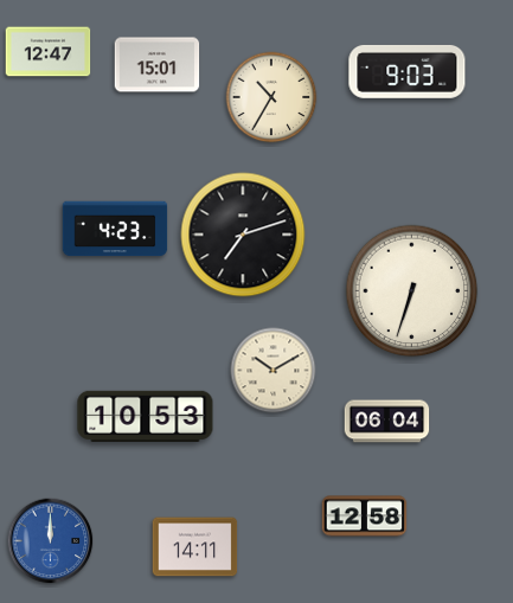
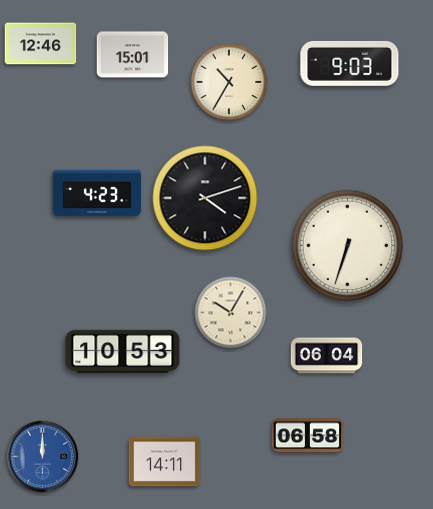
clock at (49, 52): 12:47 -> 12:46
clock at (408, 71) position: (408, 71) -> (350, 63)
clock at (243, 235): 7:12 -> 4:12
clock at (274, 371): 10:10 -> 10:05
clock at (365, 517): 12:58 -> 06:58
